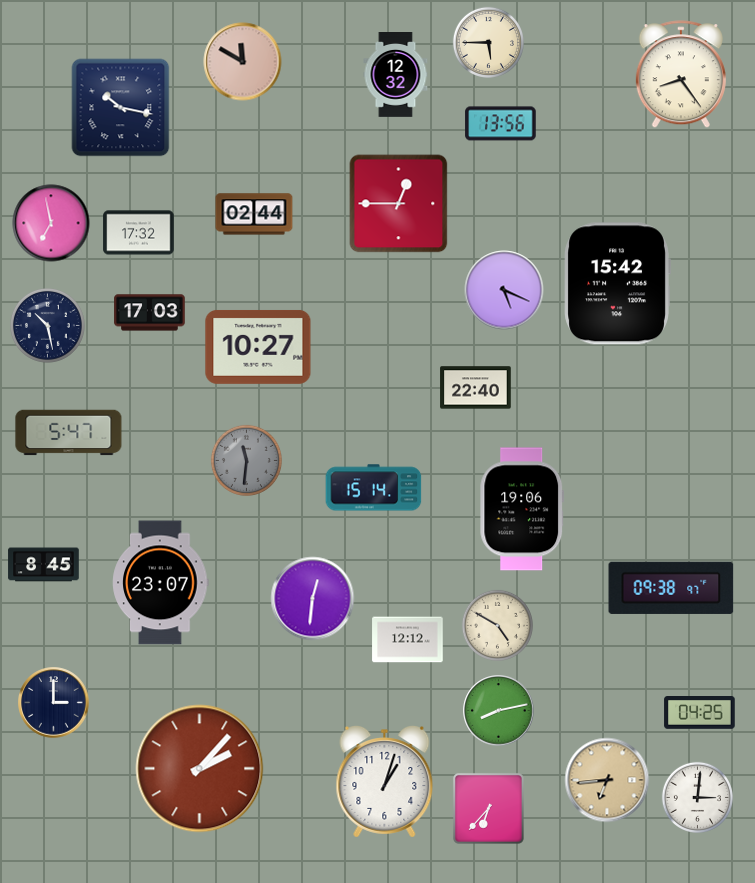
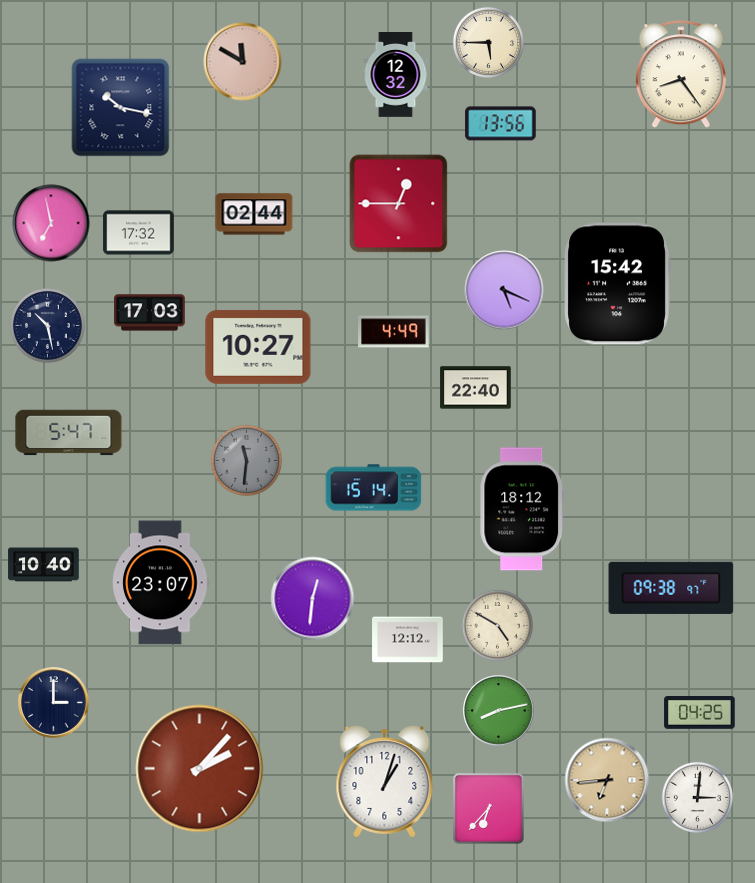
clock at (394, 332): none -> 4:49
clock at (522, 509): 19:06 -> 18:12
clock at (44, 565): 8:45 -> 10:40
